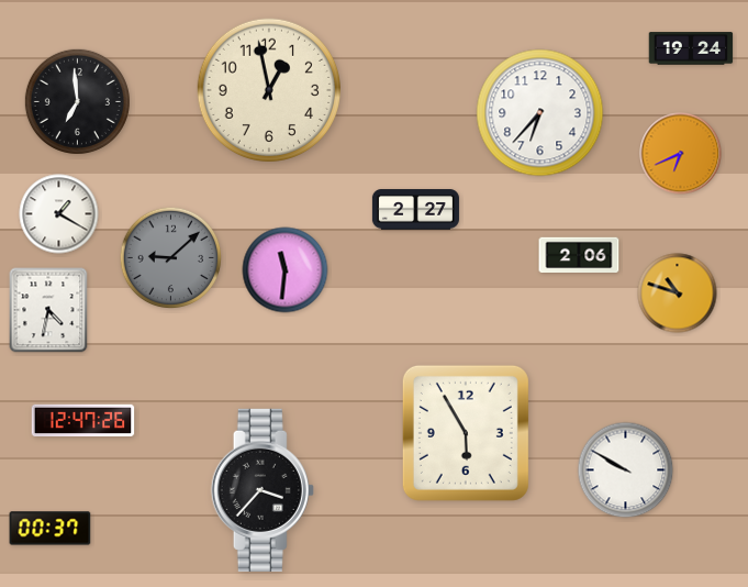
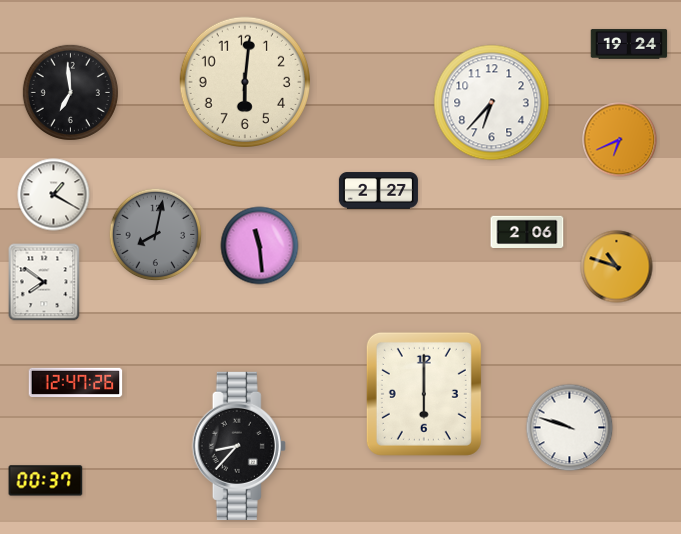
clock at (268, 89): 12:58 -> 6:01
clock at (171, 258): 9:08 -> 8:02
clock at (286, 270): 11:31 -> 11:29
clock at (48, 310): 4:32 -> 7:51
clock at (466, 433): 5:55 -> 6:00
clock at (626, 470): 9:50 -> 9:48
clock at (263, 490): 3:37 -> 8:37
